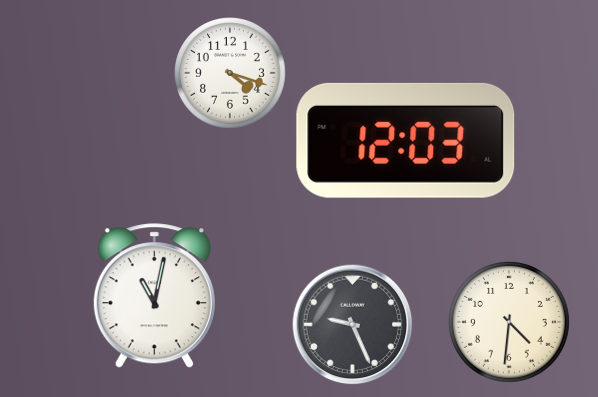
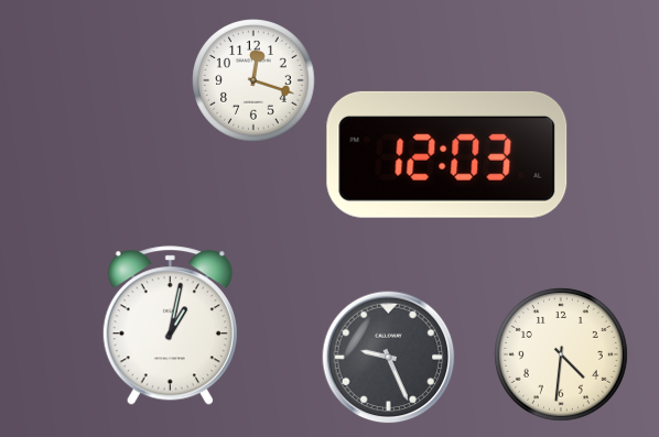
clock at (230, 73): 4:18 -> 12:18
clock at (154, 296): 11:02 -> 1:02
